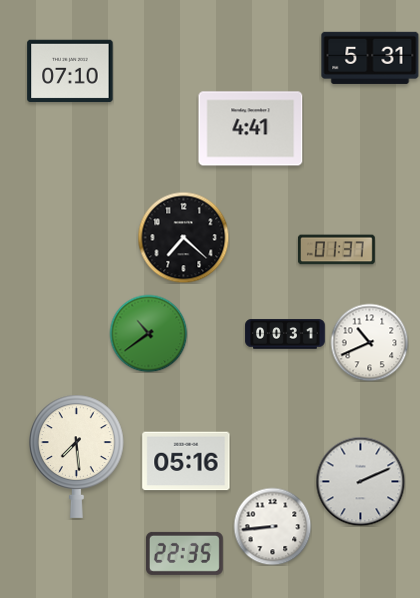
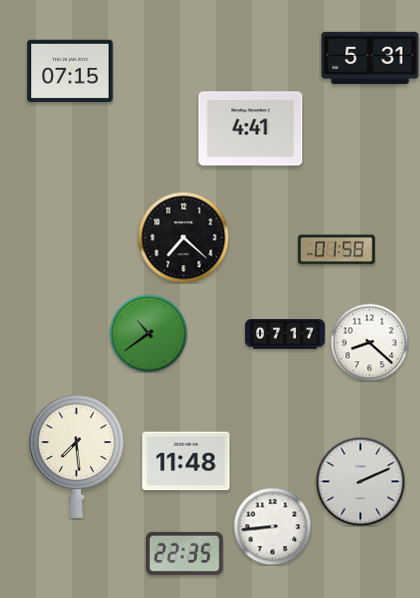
clock at (70, 71): 07:10 -> 07:15
clock at (336, 250): 01:37 -> 01:58
clock at (285, 334): 00:31 -> 07:17
clock at (369, 342): 10:41 -> 8:22
clock at (186, 461): 05:16 -> 11:48
